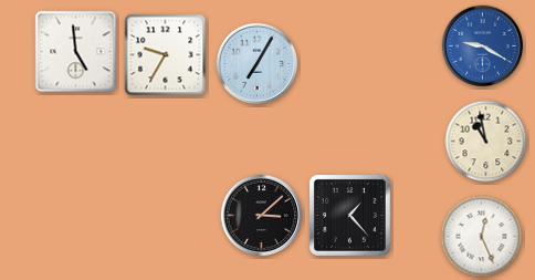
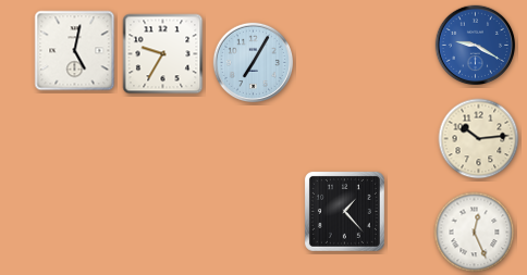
clock at (76, 52): 4:59 -> 5:02
clock at (486, 142): 10:58 -> 10:14
clock at (262, 216): 3:08 -> none
